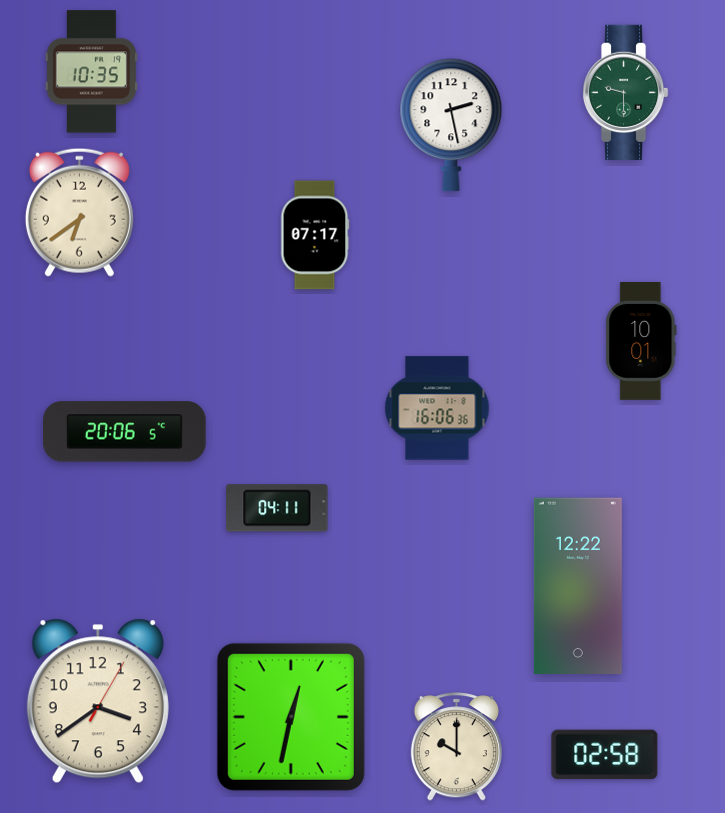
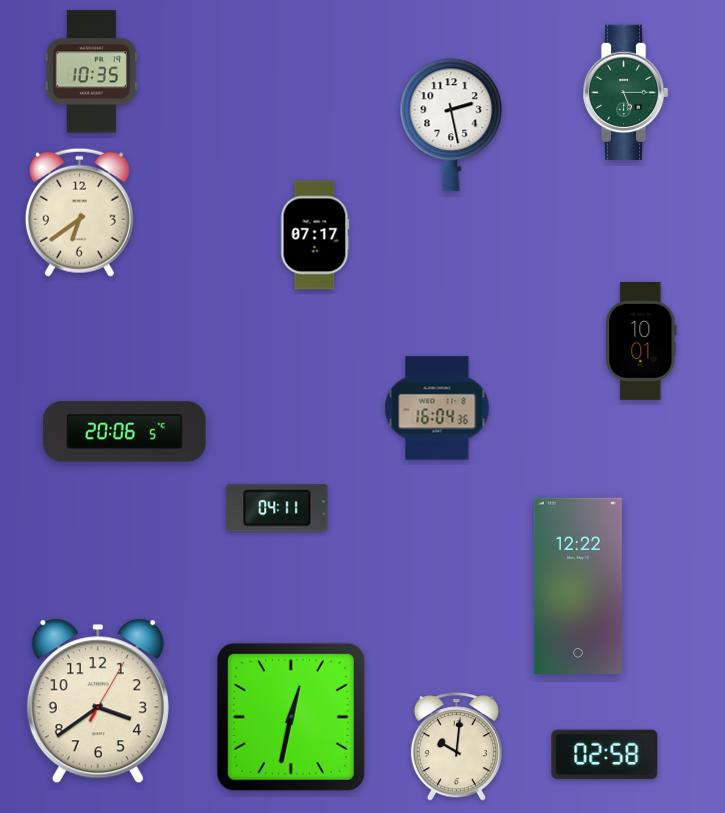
clock at (625, 92): 9:30 -> 5:15
clock at (437, 408): 16:06 -> 16:04
clock at (456, 747): 10:00 -> 10:01
